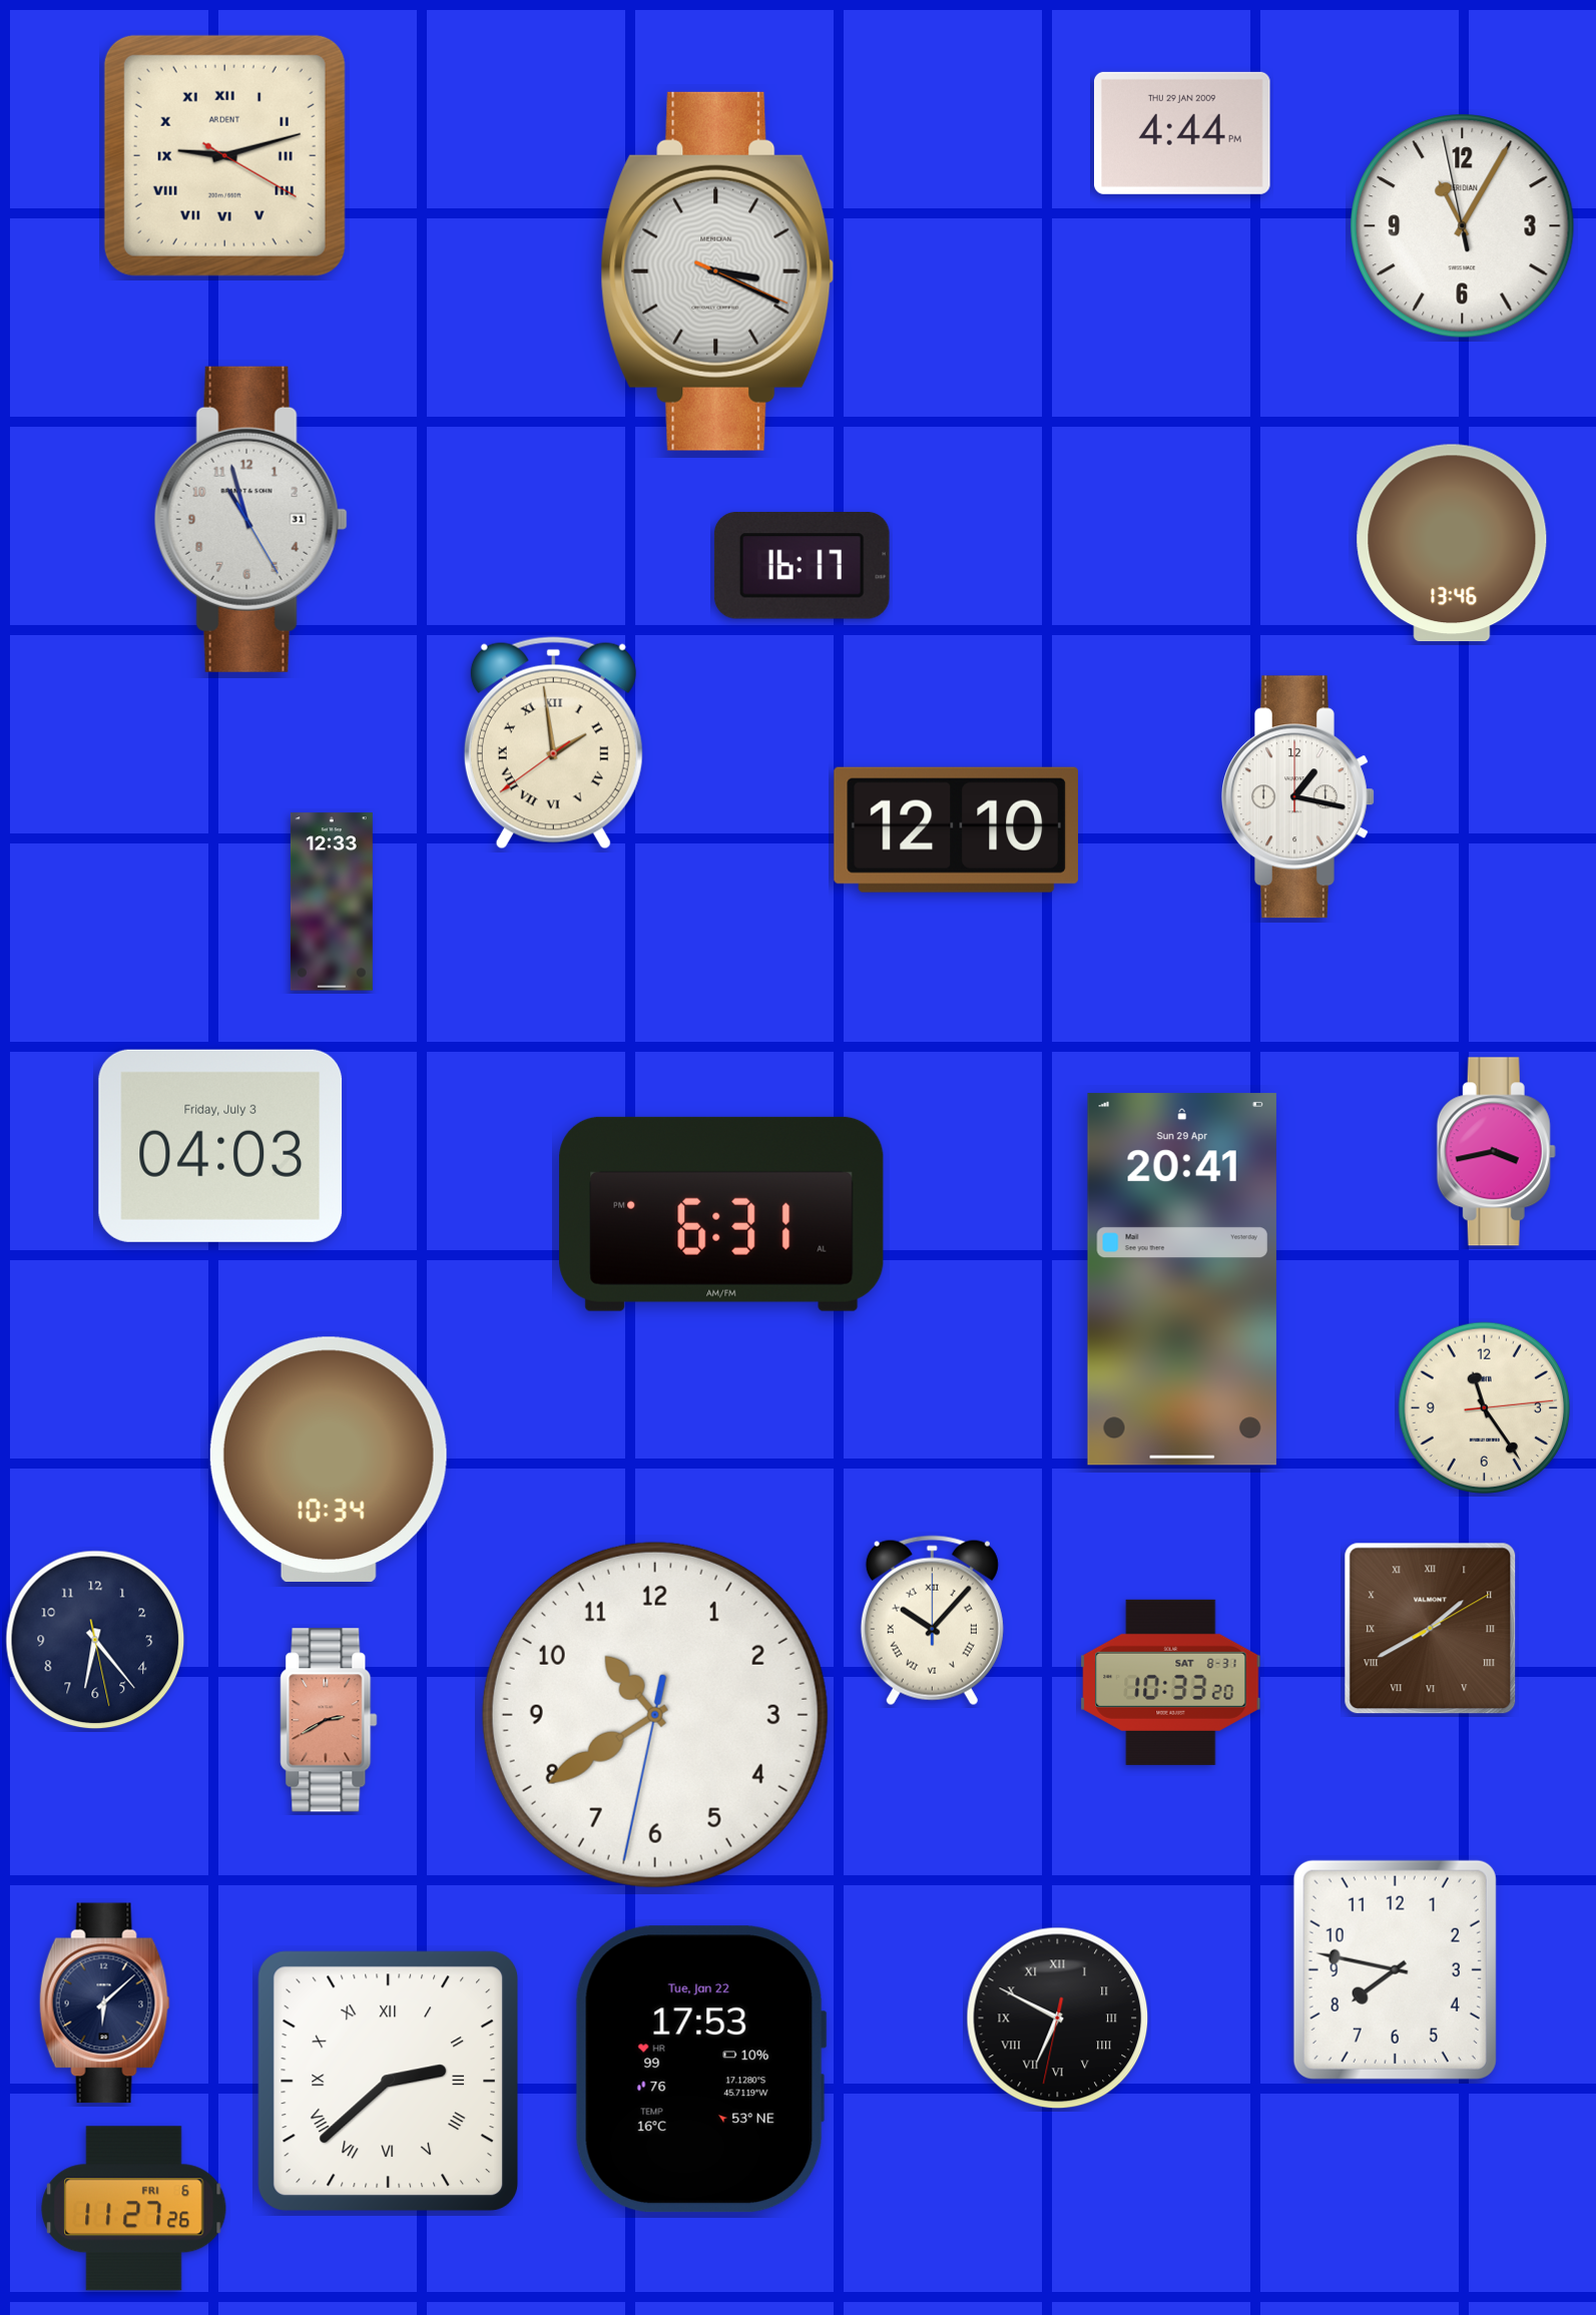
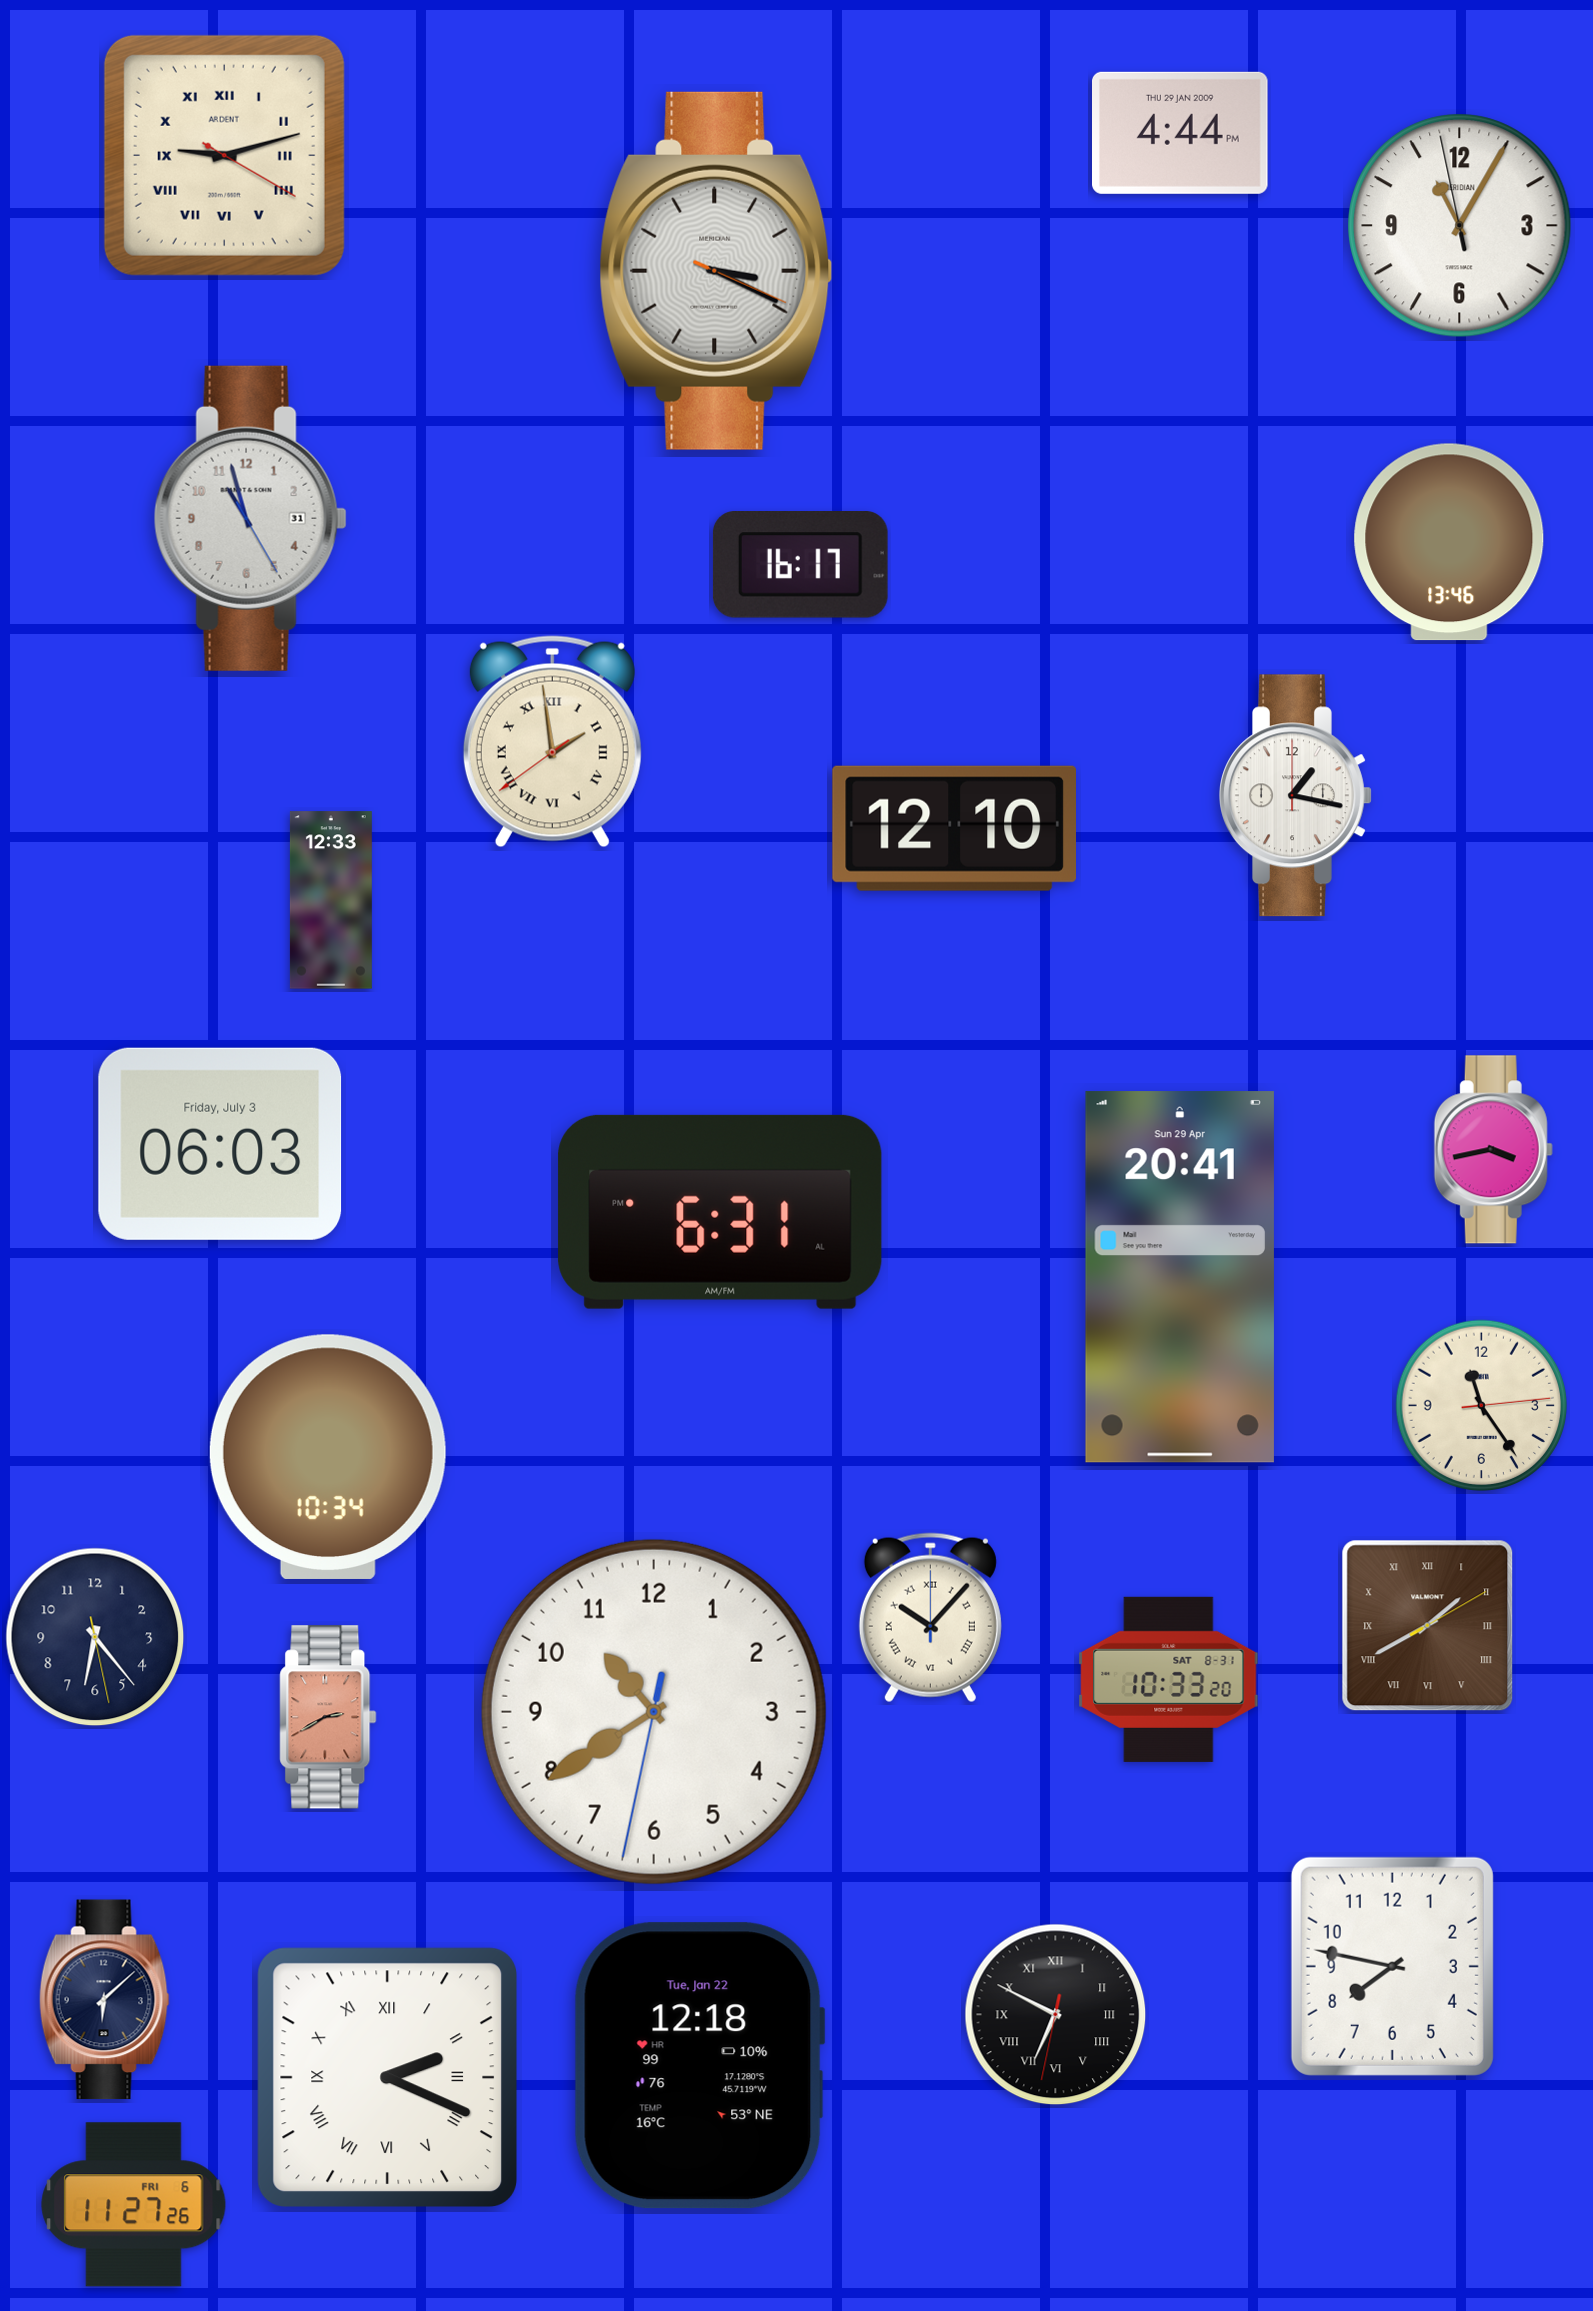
clock at (220, 1146): 04:03 -> 06:03
clock at (700, 2070): 17:53 -> 12:18
clock at (388, 2081): 2:38 -> 2:19
